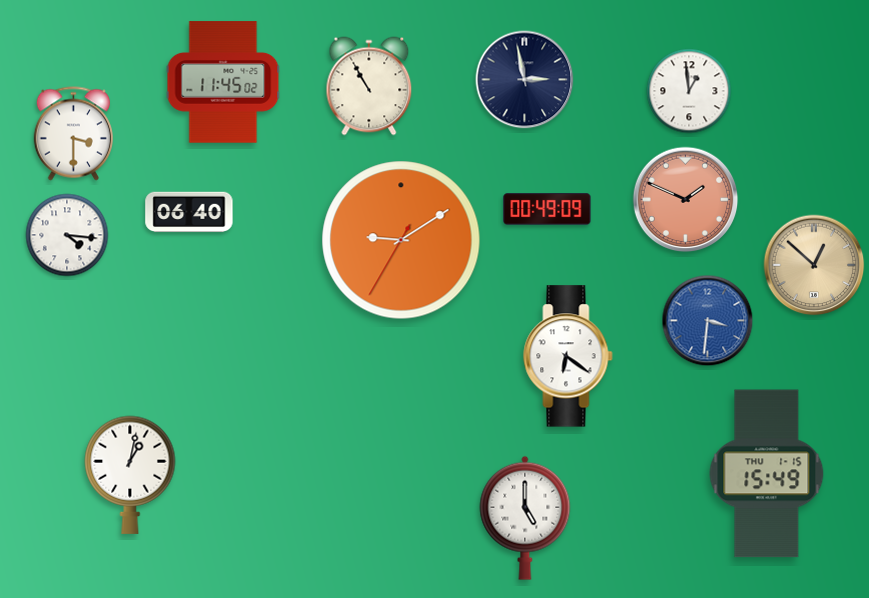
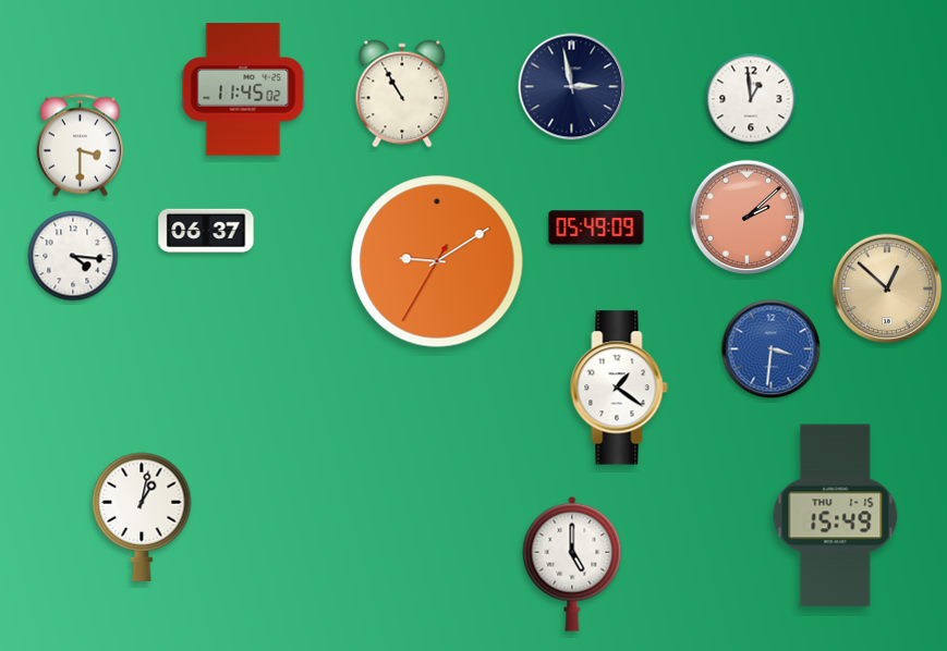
clock at (686, 200): 1:49 -> 2:08
clock at (547, 209): 00:49 -> 05:49
clock at (189, 212): 06:40 -> 06:37
clock at (568, 356): 6:21 -> 1:21
